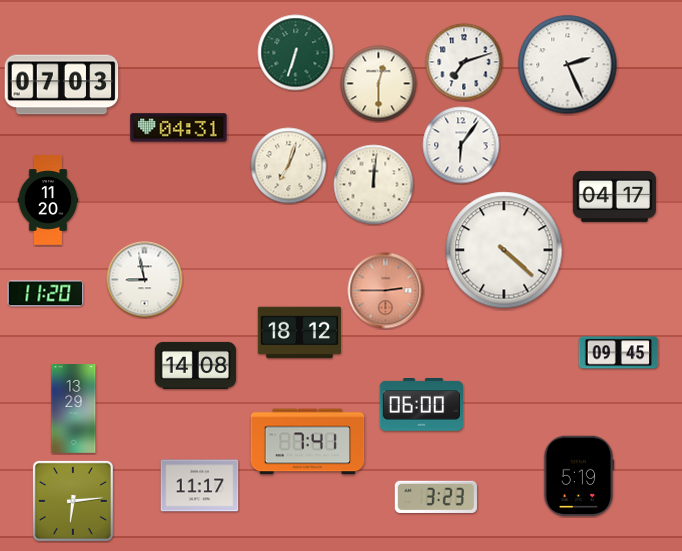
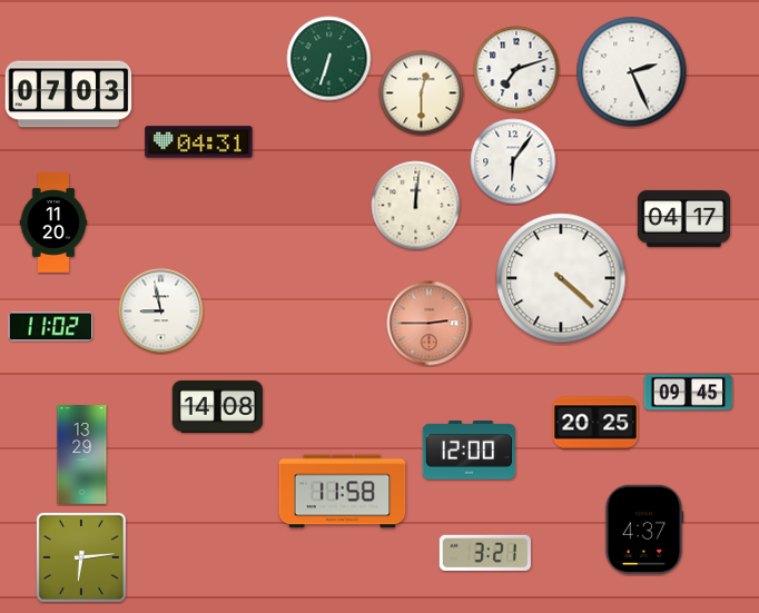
clock at (289, 166): 7:03 -> none
clock at (46, 294): 11:20 -> 11:02
clock at (299, 333): 18:12 -> none
clock at (595, 423): none -> 20:25
clock at (421, 405): 06:00 -> 12:00
clock at (308, 442): 7:41 -> 11:58
clock at (579, 476): 5:19 -> 4:37
clock at (200, 486): 11:17 -> none
clock at (436, 496): 3:23 -> 3:21
